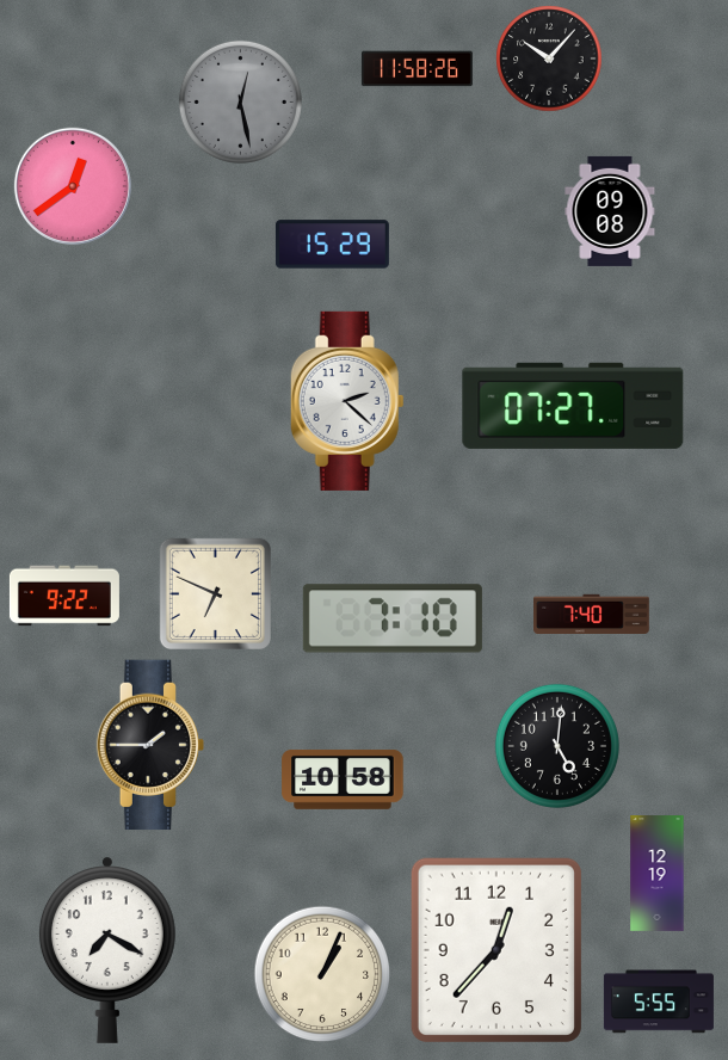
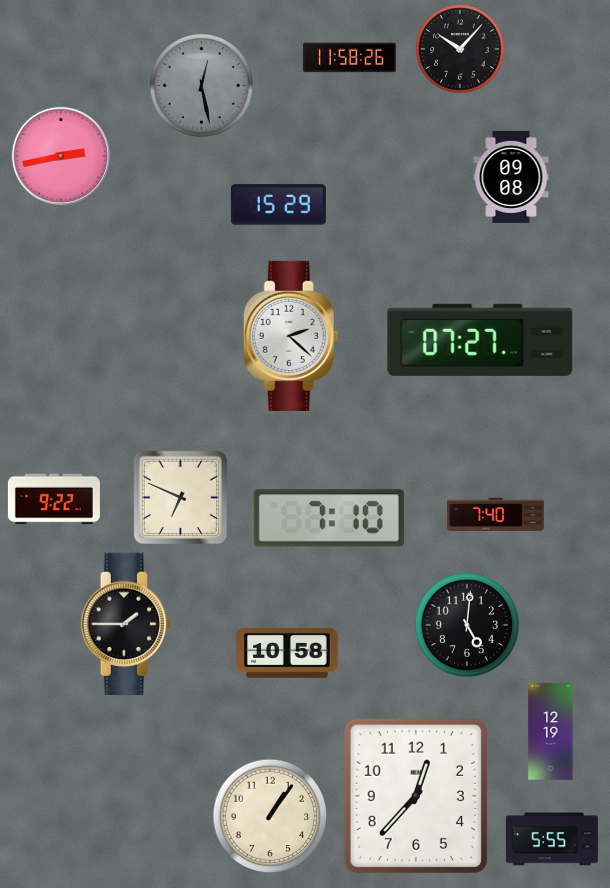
clock at (73, 186): 12:39 -> 2:43
clock at (107, 950): 7:20 -> none
clock at (322, 974): 1:04 -> 1:06
